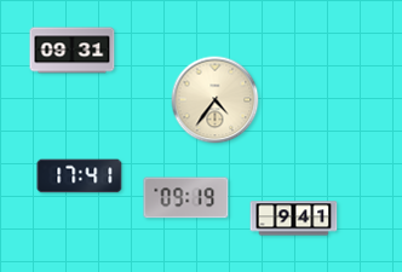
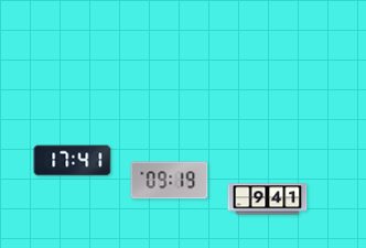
clock at (73, 51): 09:31 -> none
clock at (216, 100): 4:36 -> none
